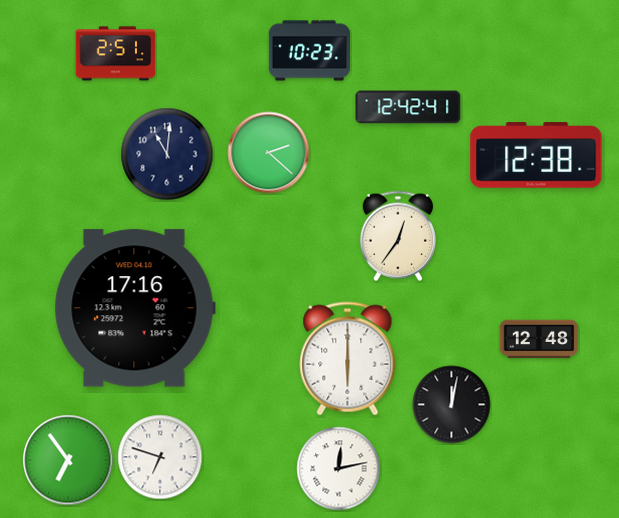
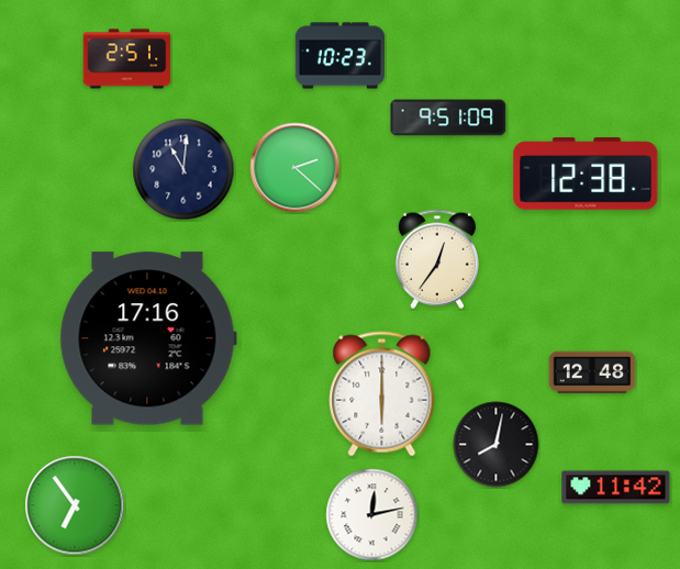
clock at (408, 107): 12:42 -> 9:51
clock at (536, 155) position: (536, 155) -> (586, 174)
clock at (452, 405): 12:02 -> 8:02
clock at (616, 488): none -> 11:42
clock at (160, 457): 6:48 -> none
